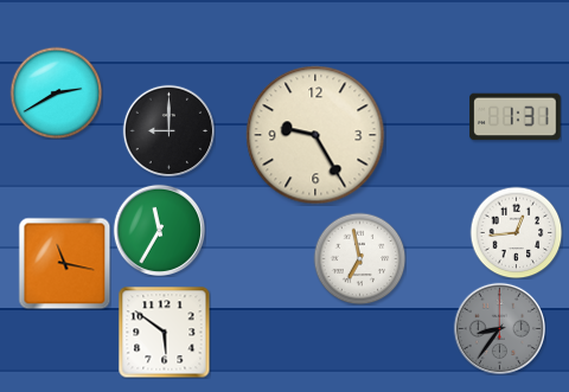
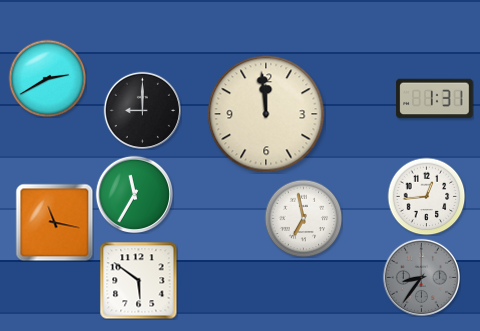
clock at (315, 135): 9:25 -> 11:59
clock at (516, 232) position: (516, 232) -> (426, 196)
